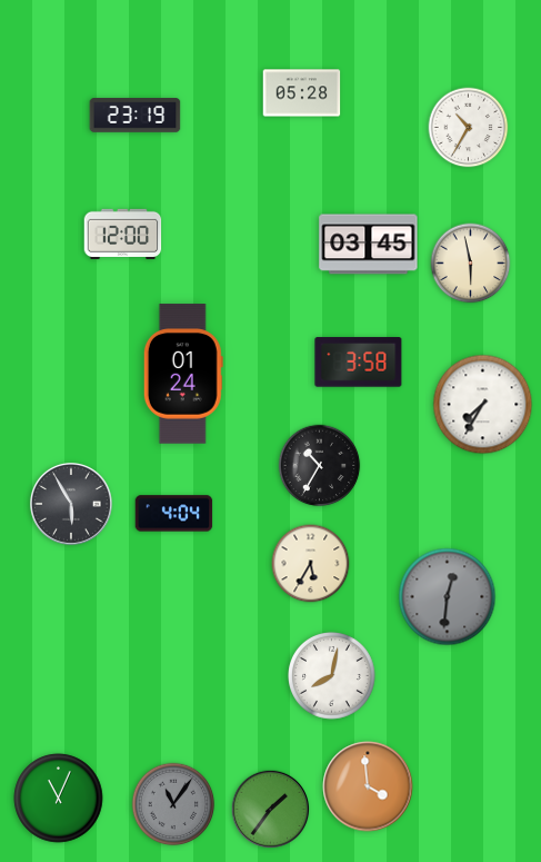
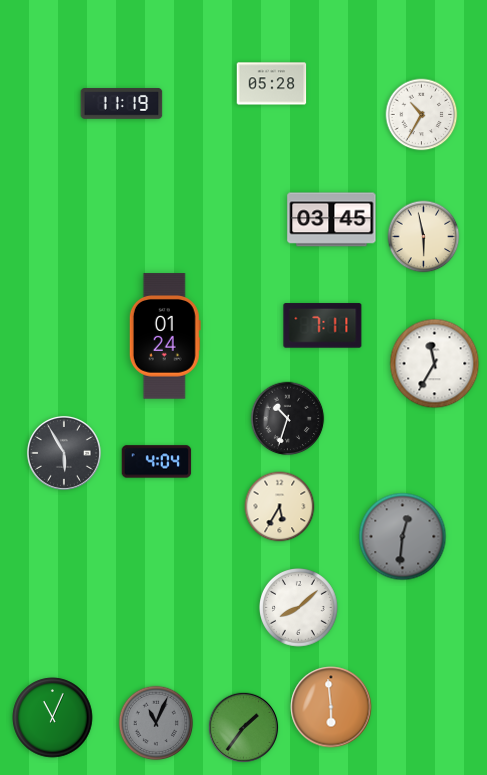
clock at (136, 116): 23:19 -> 11:19
clock at (123, 234): 12:00 -> none
clock at (359, 363): 3:58 -> 7:11
clock at (483, 405): 7:35 -> 11:35
clock at (320, 466): 10:35 -> 10:33
clock at (332, 676): 8:02 -> 8:08
clock at (368, 786): 3:59 -> 5:59
clock at (173, 804): 11:06 -> 11:04
